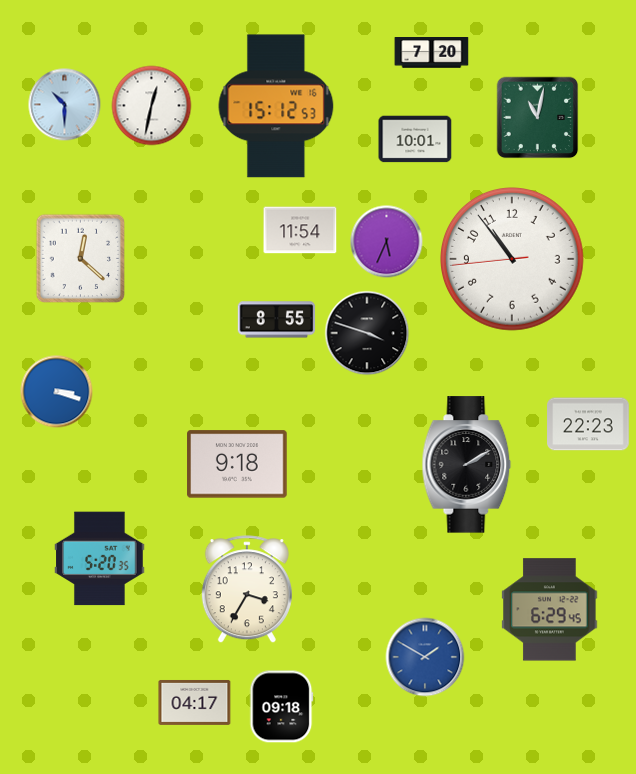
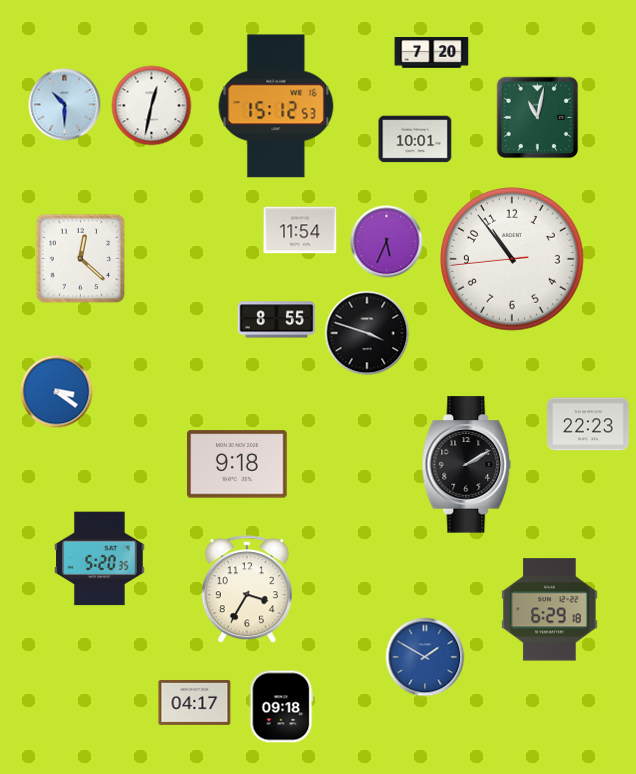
clock at (57, 392): 3:18 -> 3:21
clock at (550, 610): 6:29:45 -> 6:29:18
